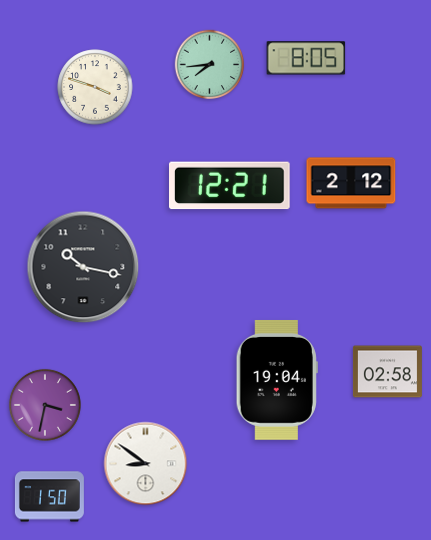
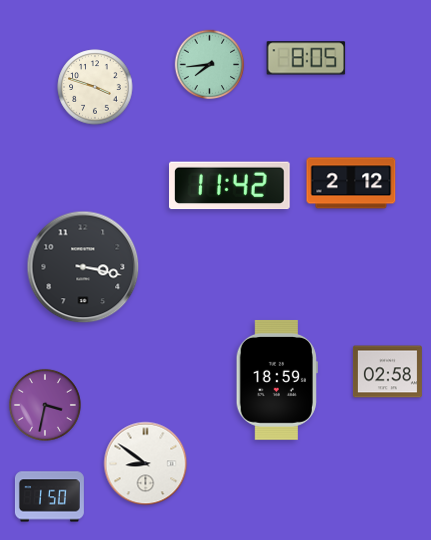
clock at (230, 186): 12:21 -> 11:42
clock at (83, 267): 10:17 -> 3:17
clock at (277, 380): 19:04 -> 18:59
